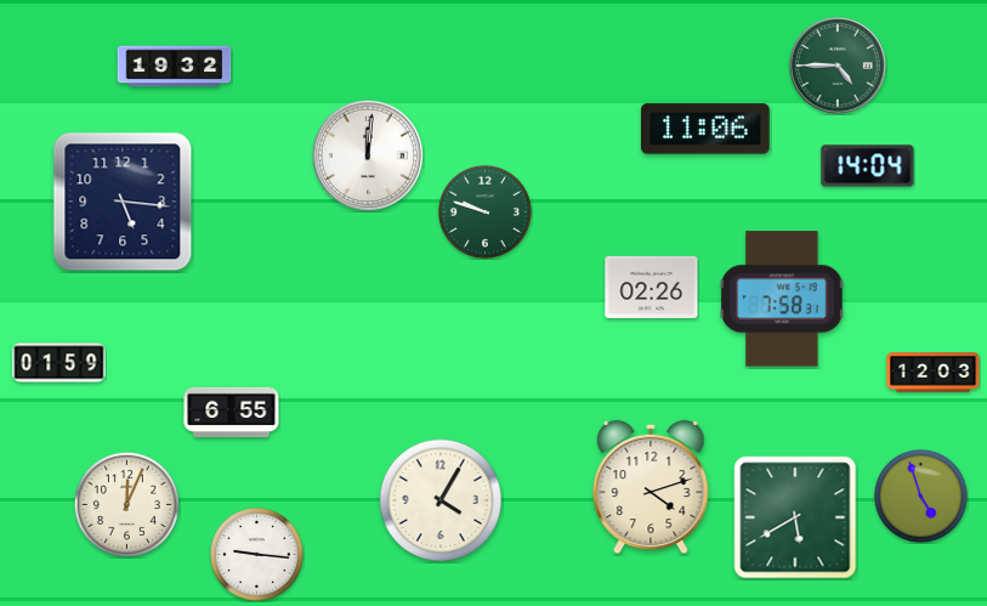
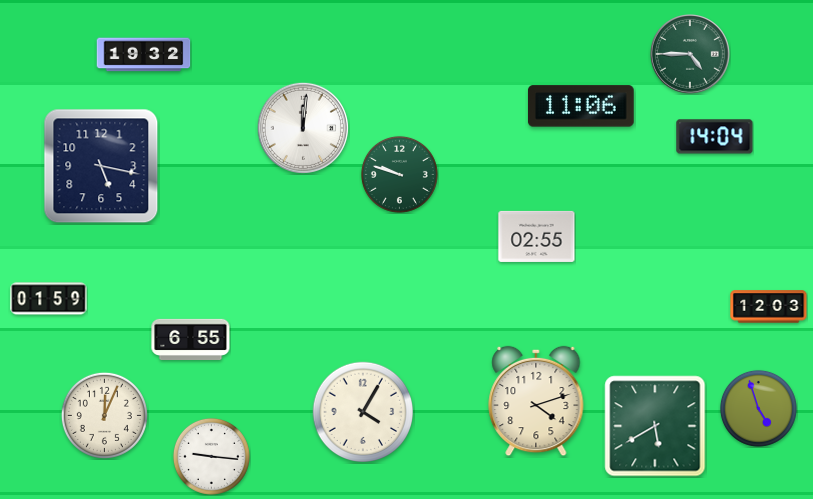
clock at (123, 202): 5:16 -> 5:17
clock at (652, 287): 02:26 -> 02:55
clock at (782, 299): 7:58 -> none
